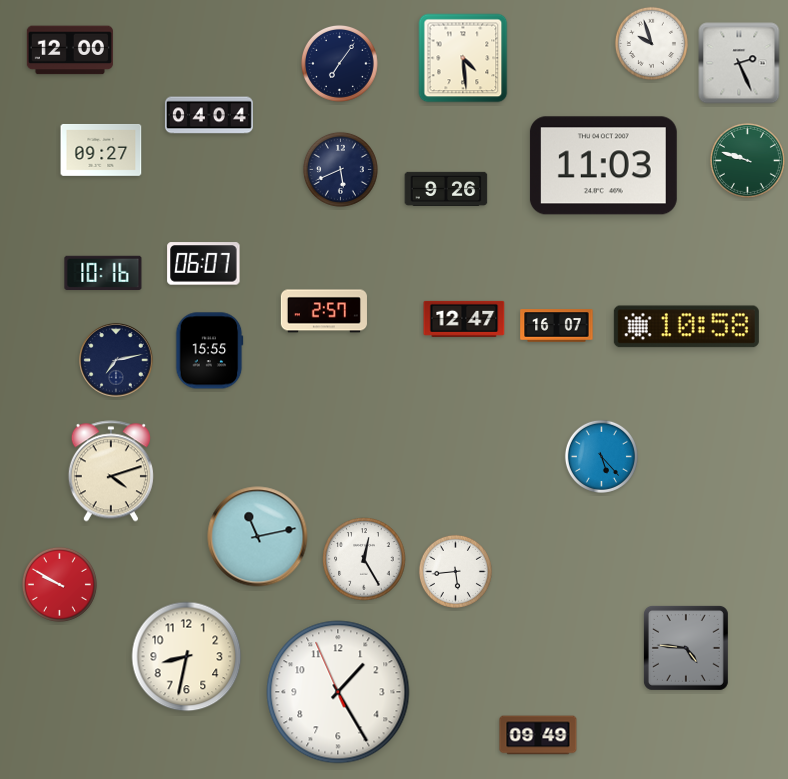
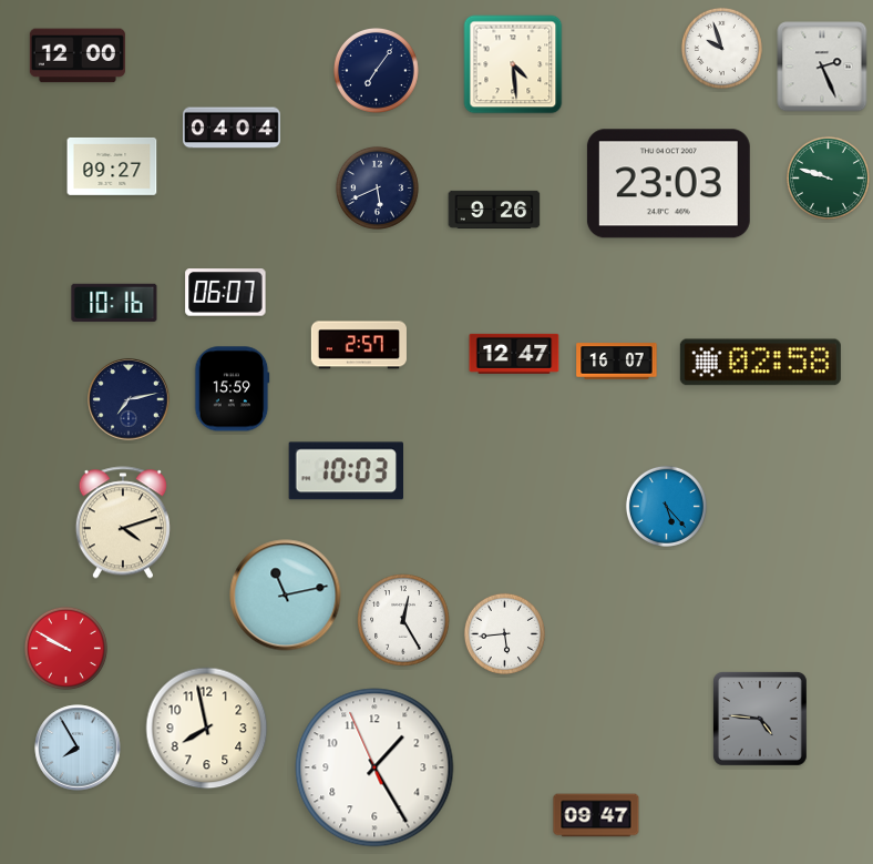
clock at (739, 63) position: (739, 63) -> (822, 67)
clock at (603, 166): 11:03 -> 23:03
clock at (686, 327): 10:58 -> 02:58
clock at (210, 351): 15:55 -> 15:59
clock at (346, 471): none -> 10:03
clock at (187, 657): 8:32 -> 7:58
clock at (78, 748): none -> 7:55
clock at (538, 735): 09:49 -> 09:47
